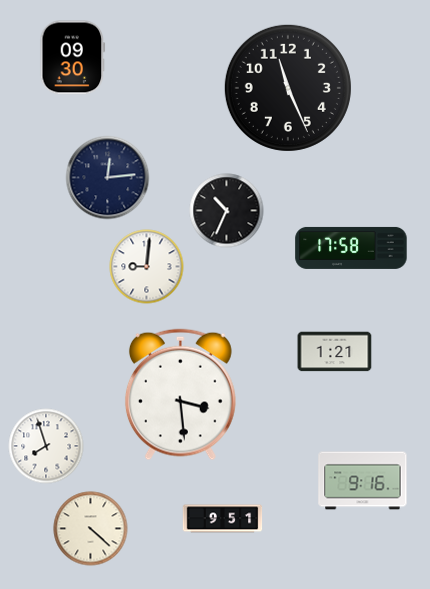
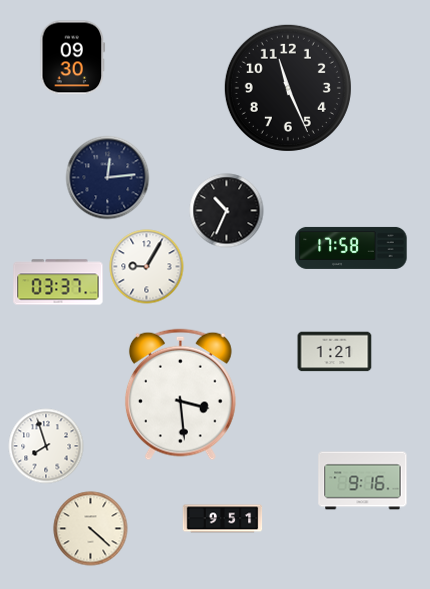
clock at (147, 267): 9:01 -> 9:05
clock at (58, 282): none -> 03:37
